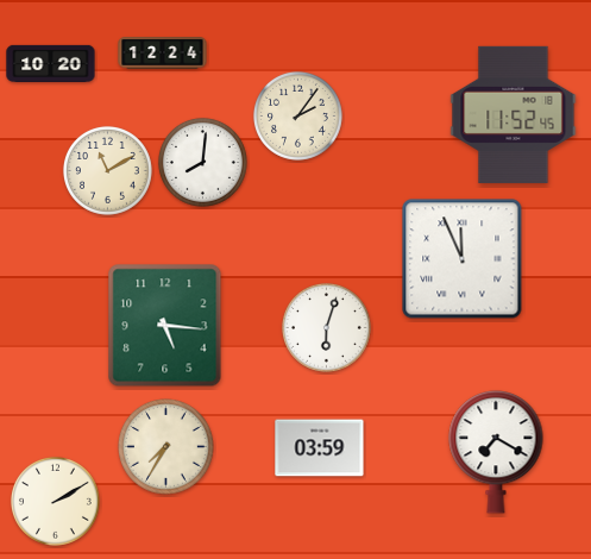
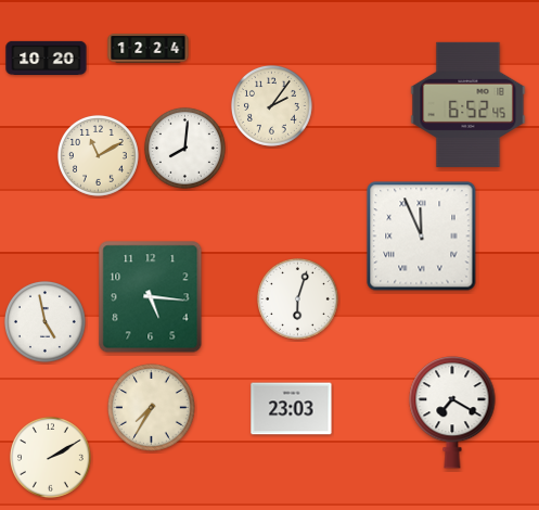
clock at (514, 114): 11:52 -> 6:52
clock at (44, 321): none -> 4:58
clock at (320, 448): 03:59 -> 23:03
